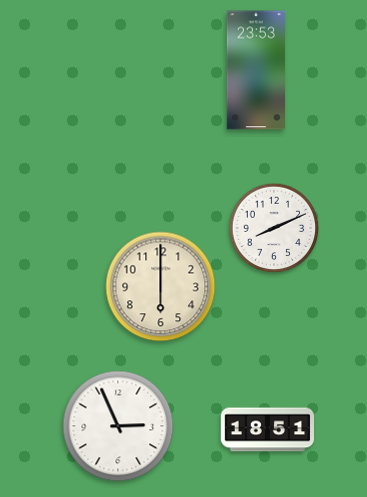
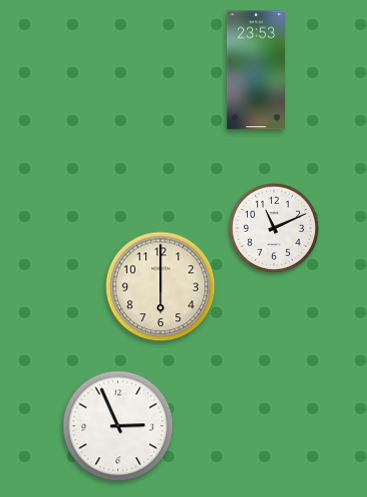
clock at (274, 228): 8:11 -> 11:11
clock at (267, 430): 18:51 -> none
